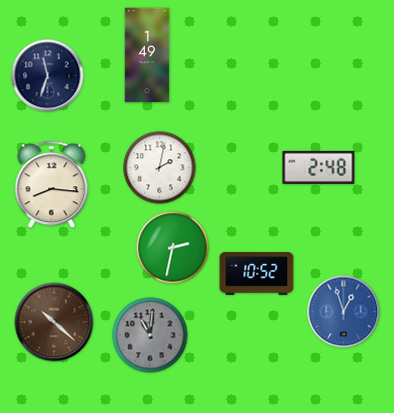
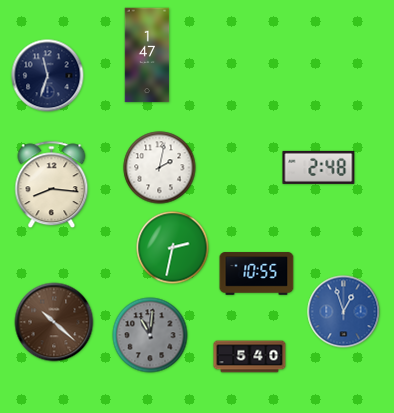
clock at (147, 55): 1:49 -> 1:47
clock at (257, 274): 10:52 -> 10:55
clock at (250, 357): none -> 5:40
